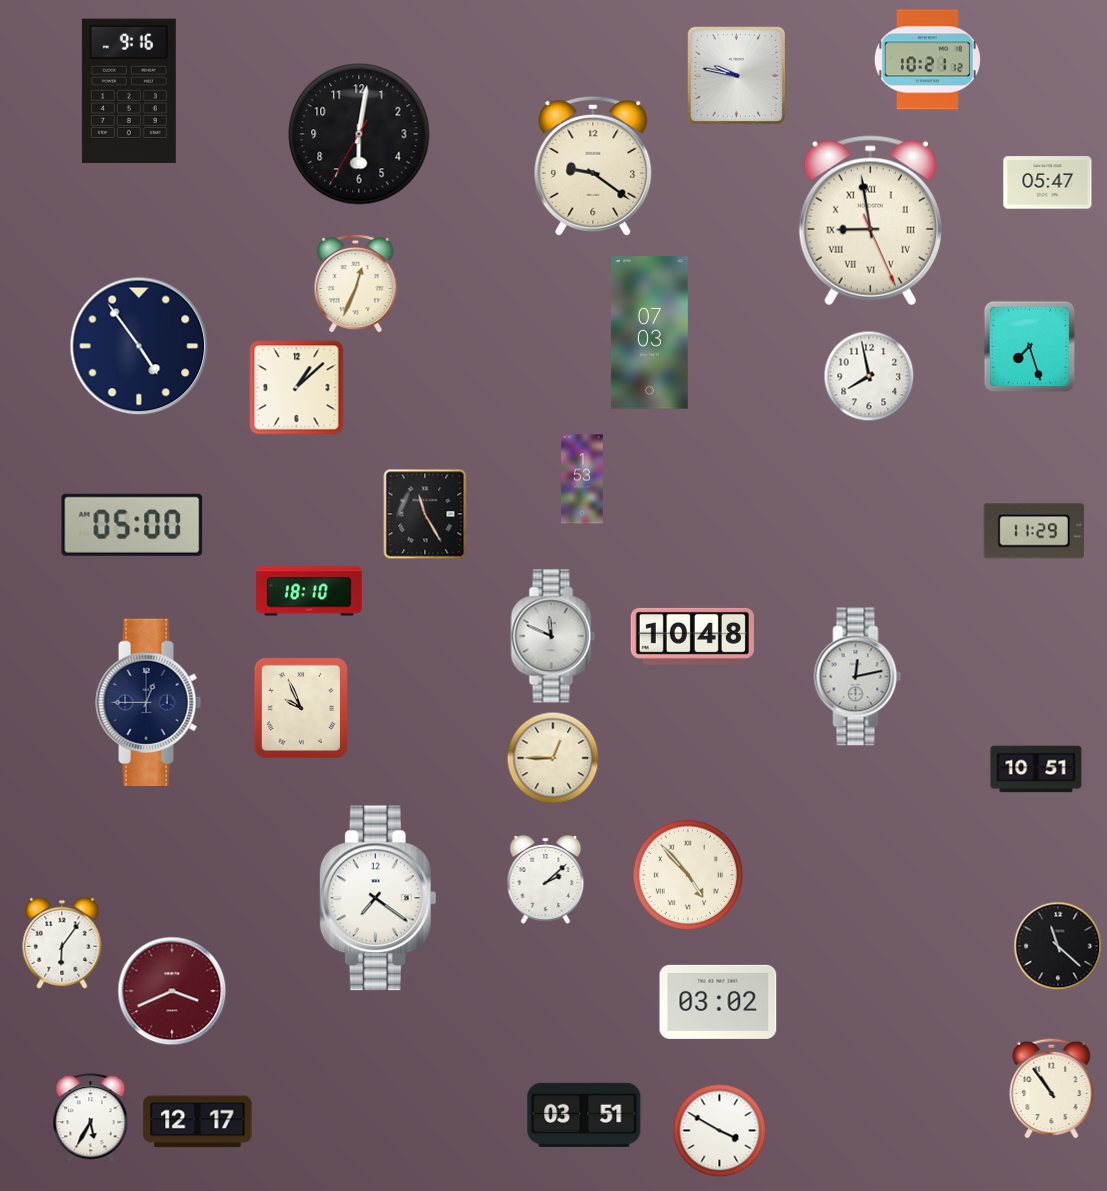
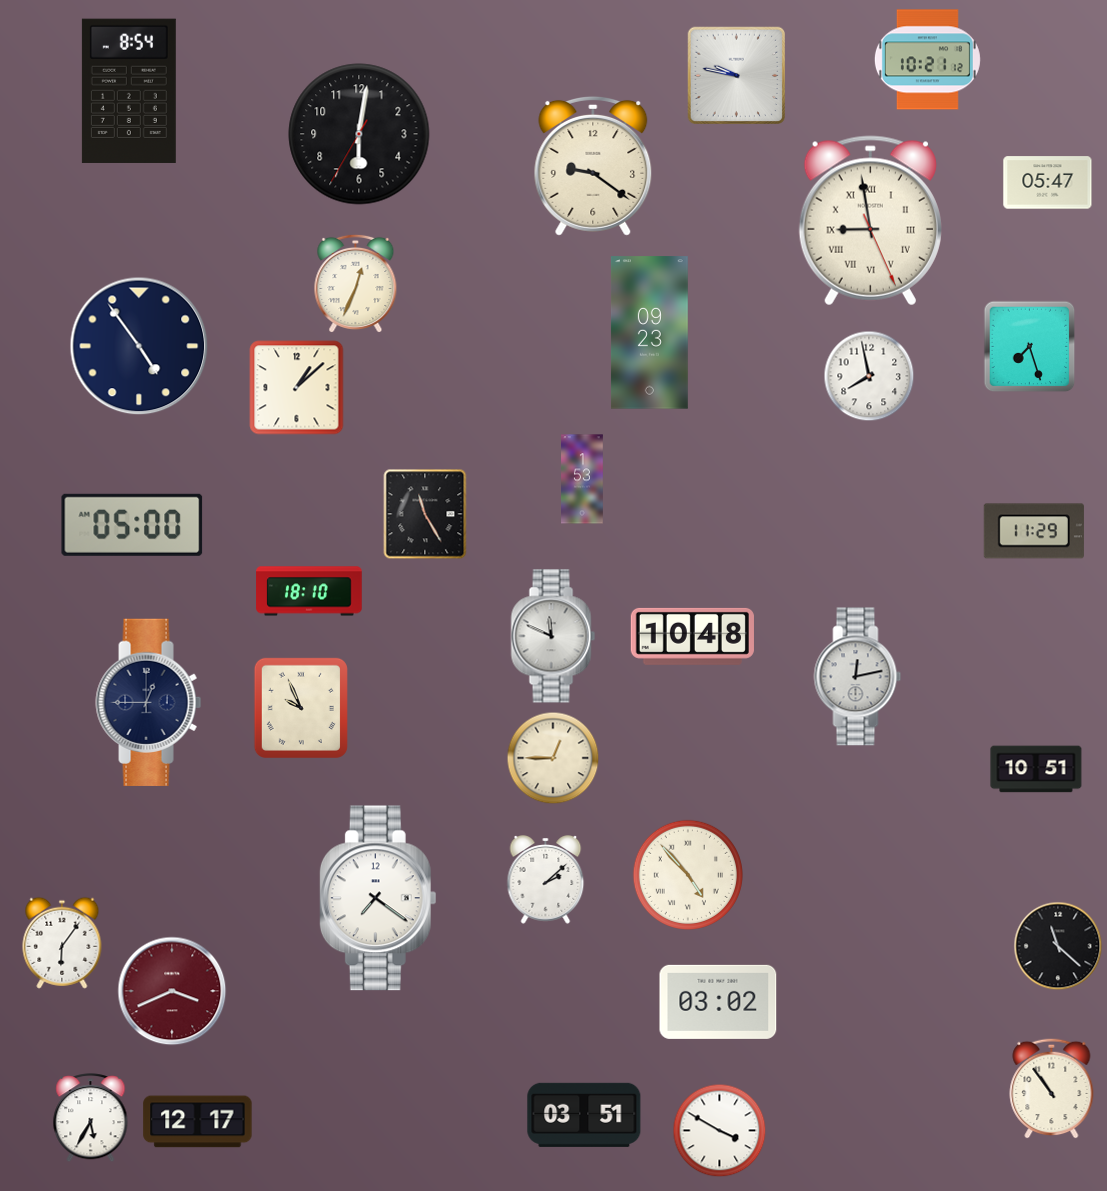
clock at (129, 91): 9:16 -> 8:54
clock at (649, 333): 07:03 -> 09:23
